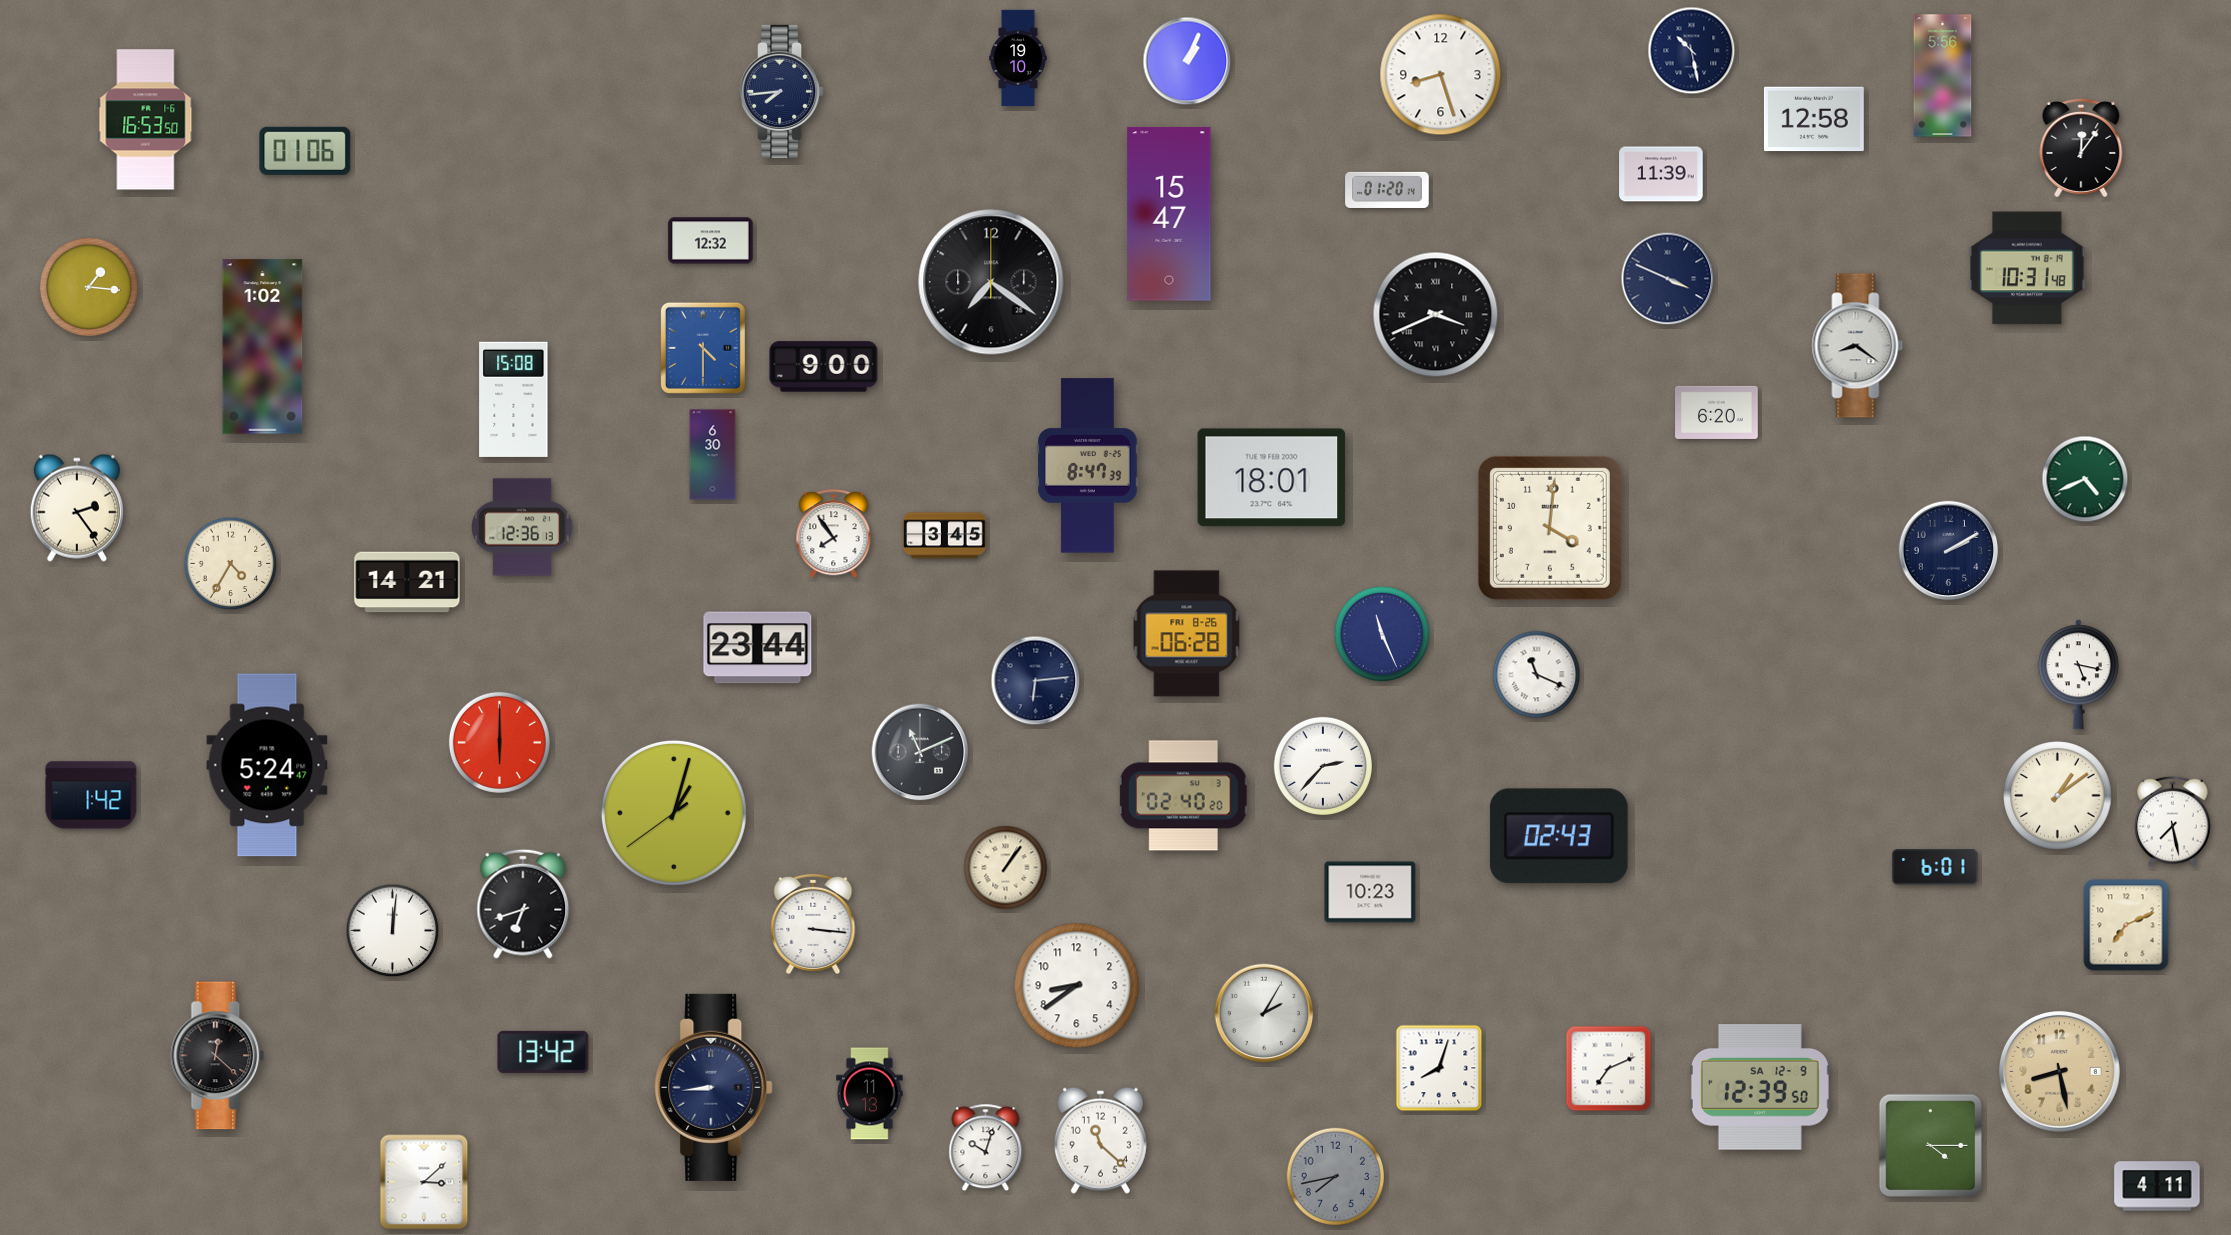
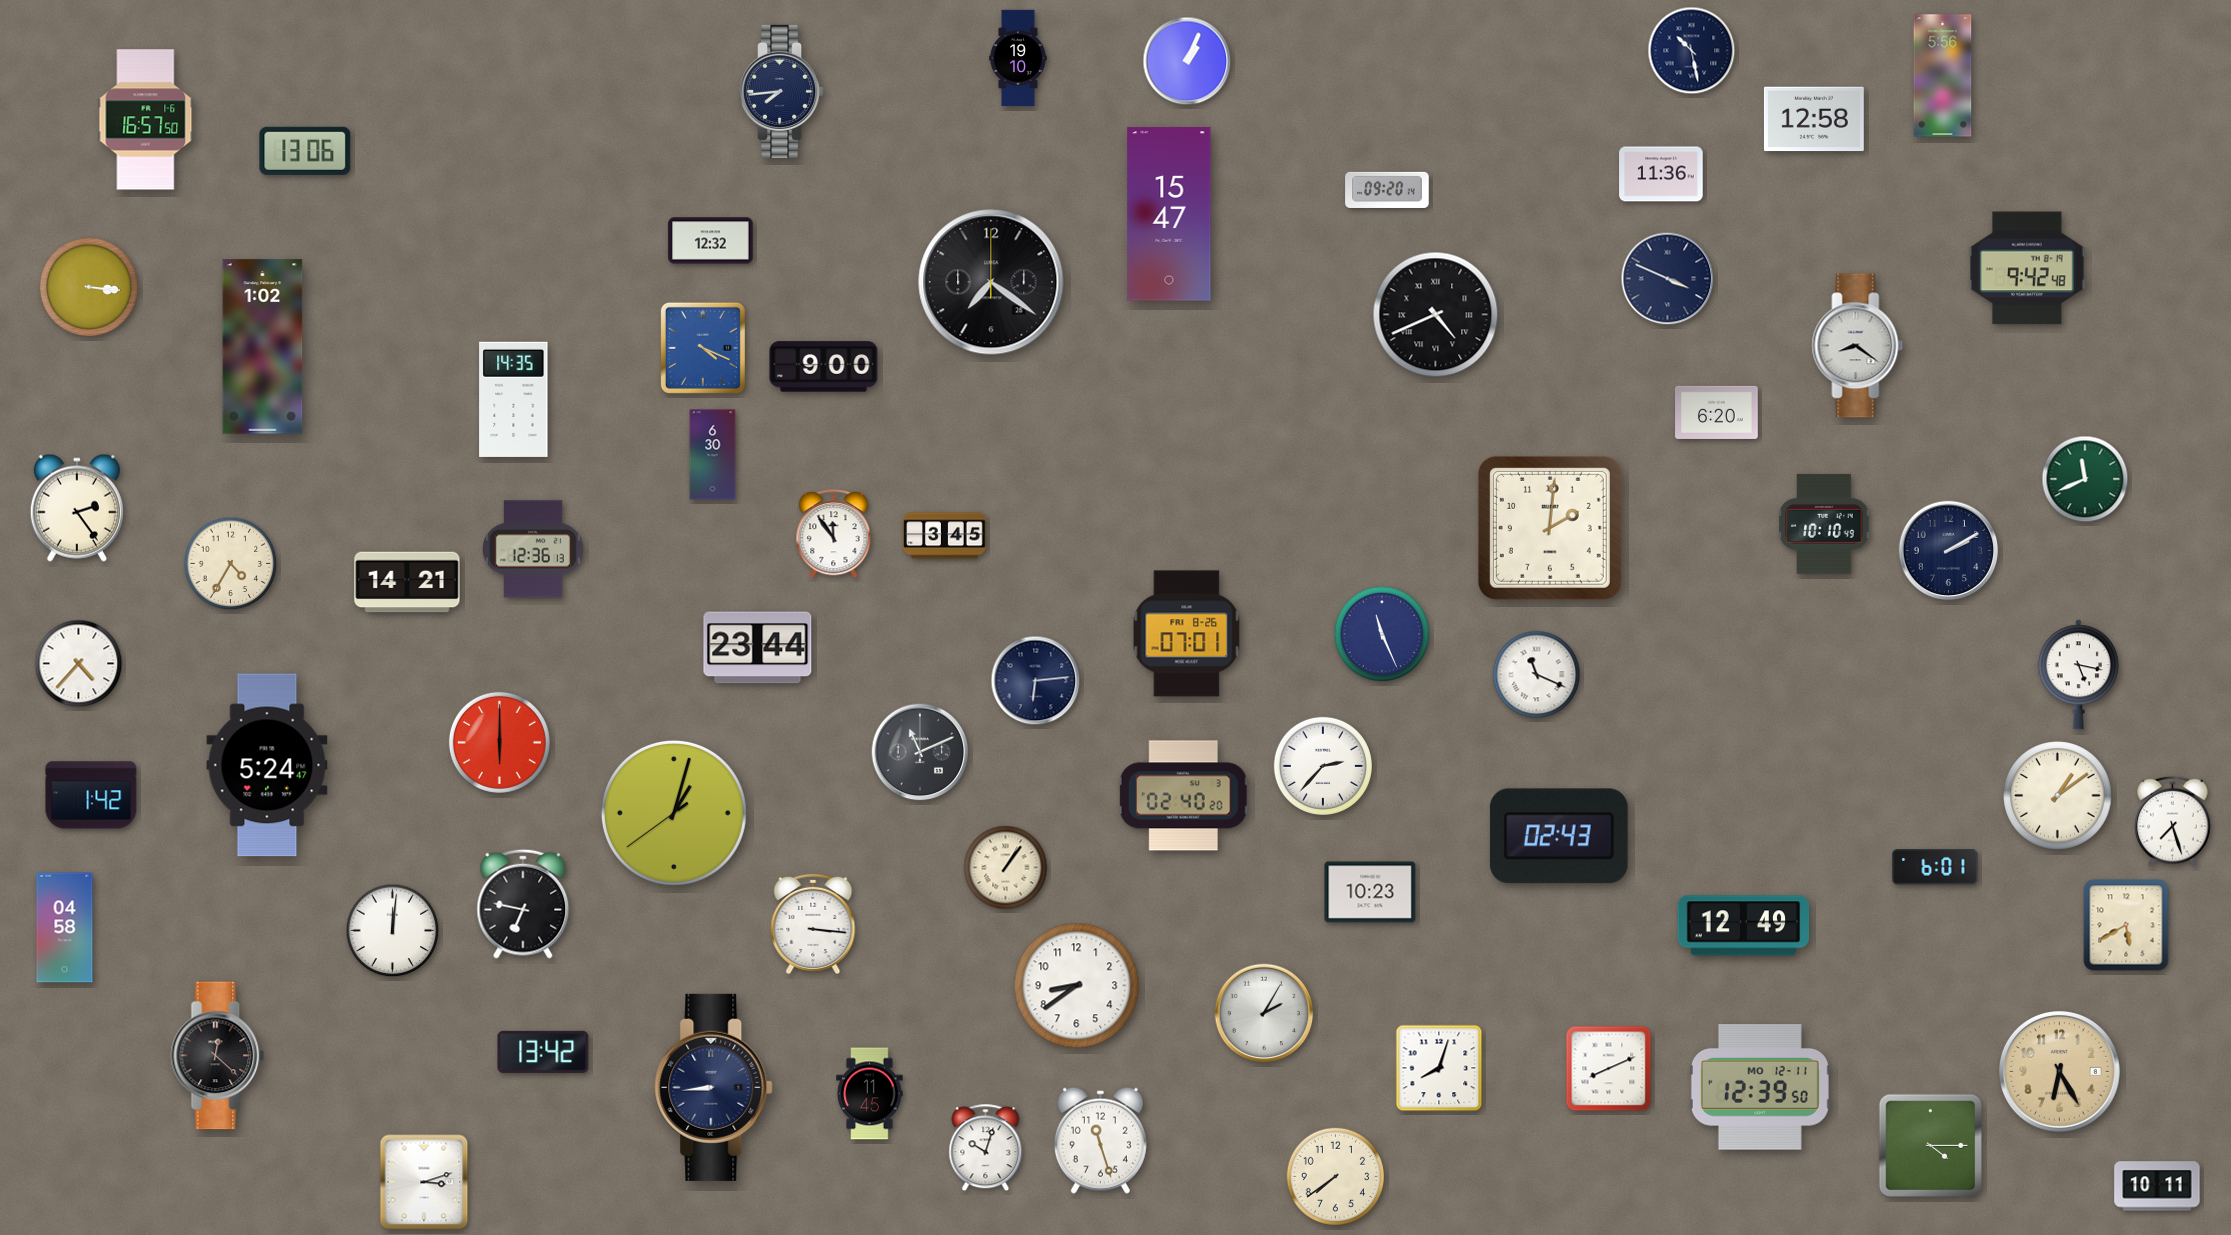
clock at (1441, 75): 8:27 -> none
clock at (146, 120): 16:53 -> 16:57
clock at (2081, 149): 12:06 -> none
clock at (305, 151): 01:06 -> 13:06
clock at (1661, 174): 11:39 -> 11:36
clock at (1387, 190): 01:20 -> 09:20
clock at (2027, 268): 10:31 -> 9:42
clock at (89, 287): 1:16 -> 3:16
clock at (1436, 315): 3:41 -> 4:41
clock at (703, 348): 4:30 -> 4:19
clock at (514, 399): 15:08 -> 14:35
clock at (1088, 466): 8:47 -> none
clock at (1272, 478): 18:01 -> none
clock at (2085, 479): 4:41 -> 11:41
clock at (1824, 524): none -> 10:10
clock at (523, 527) position: (523, 527) -> (534, 549)
clock at (1550, 528): 4:01 -> 2:01
clock at (834, 534): 7:54 -> 11:54
clock at (1187, 634): 06:28 -> 07:01
clock at (79, 664): none -> 4:37
clock at (2173, 821): 7:28 -> 7:27
clock at (523, 904): 6:42 -> 6:47
clock at (2126, 925): 7:11 -> 5:40
clock at (1744, 926): none -> 12:49
clock at (65, 928): none -> 04:58
clock at (1609, 1069): 7:11 -> 8:11
clock at (2060, 1072): 8:28 -> 6:25
clock at (1760, 1087) date: SA 12-9 -> MO 12-11
clock at (870, 1094): 11:13 -> 11:45
clock at (1100, 1140): 11:22 -> 11:27
clock at (1335, 1176): 7:43 -> 7:39
clock at (1335, 1176) dial: grey -> cream
clock at (424, 1182): 3:08 -> 3:12
clock at (2157, 1186): 4:11 -> 10:11
